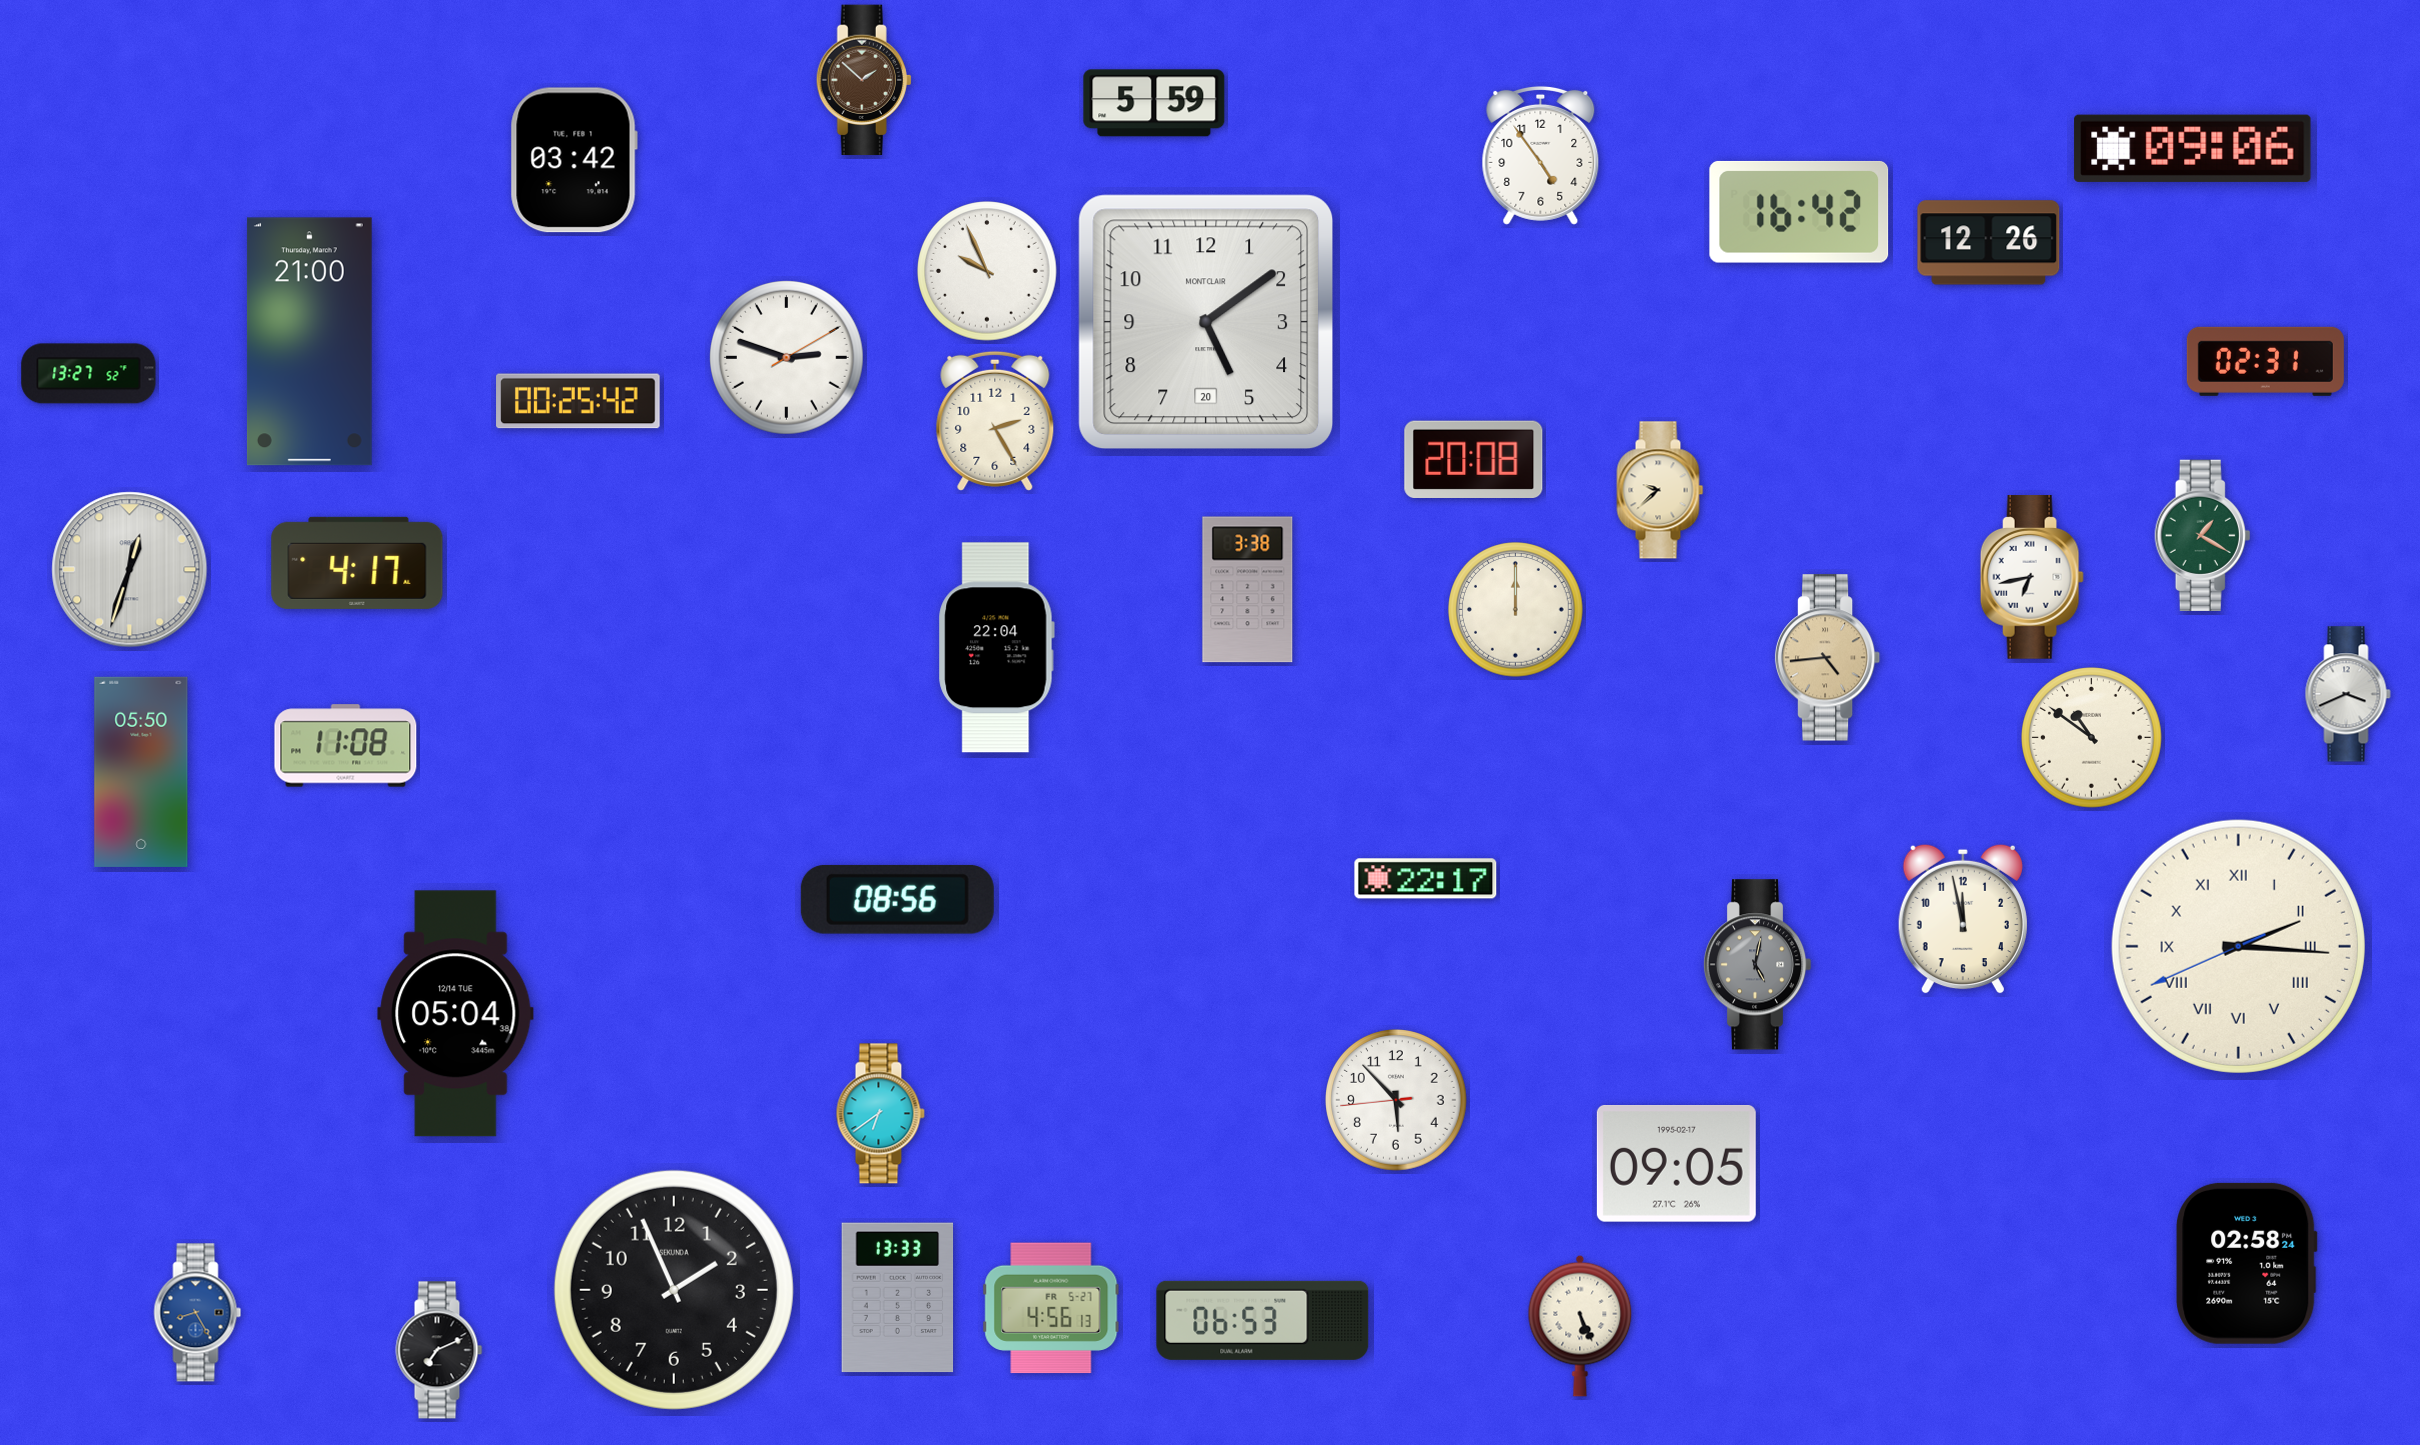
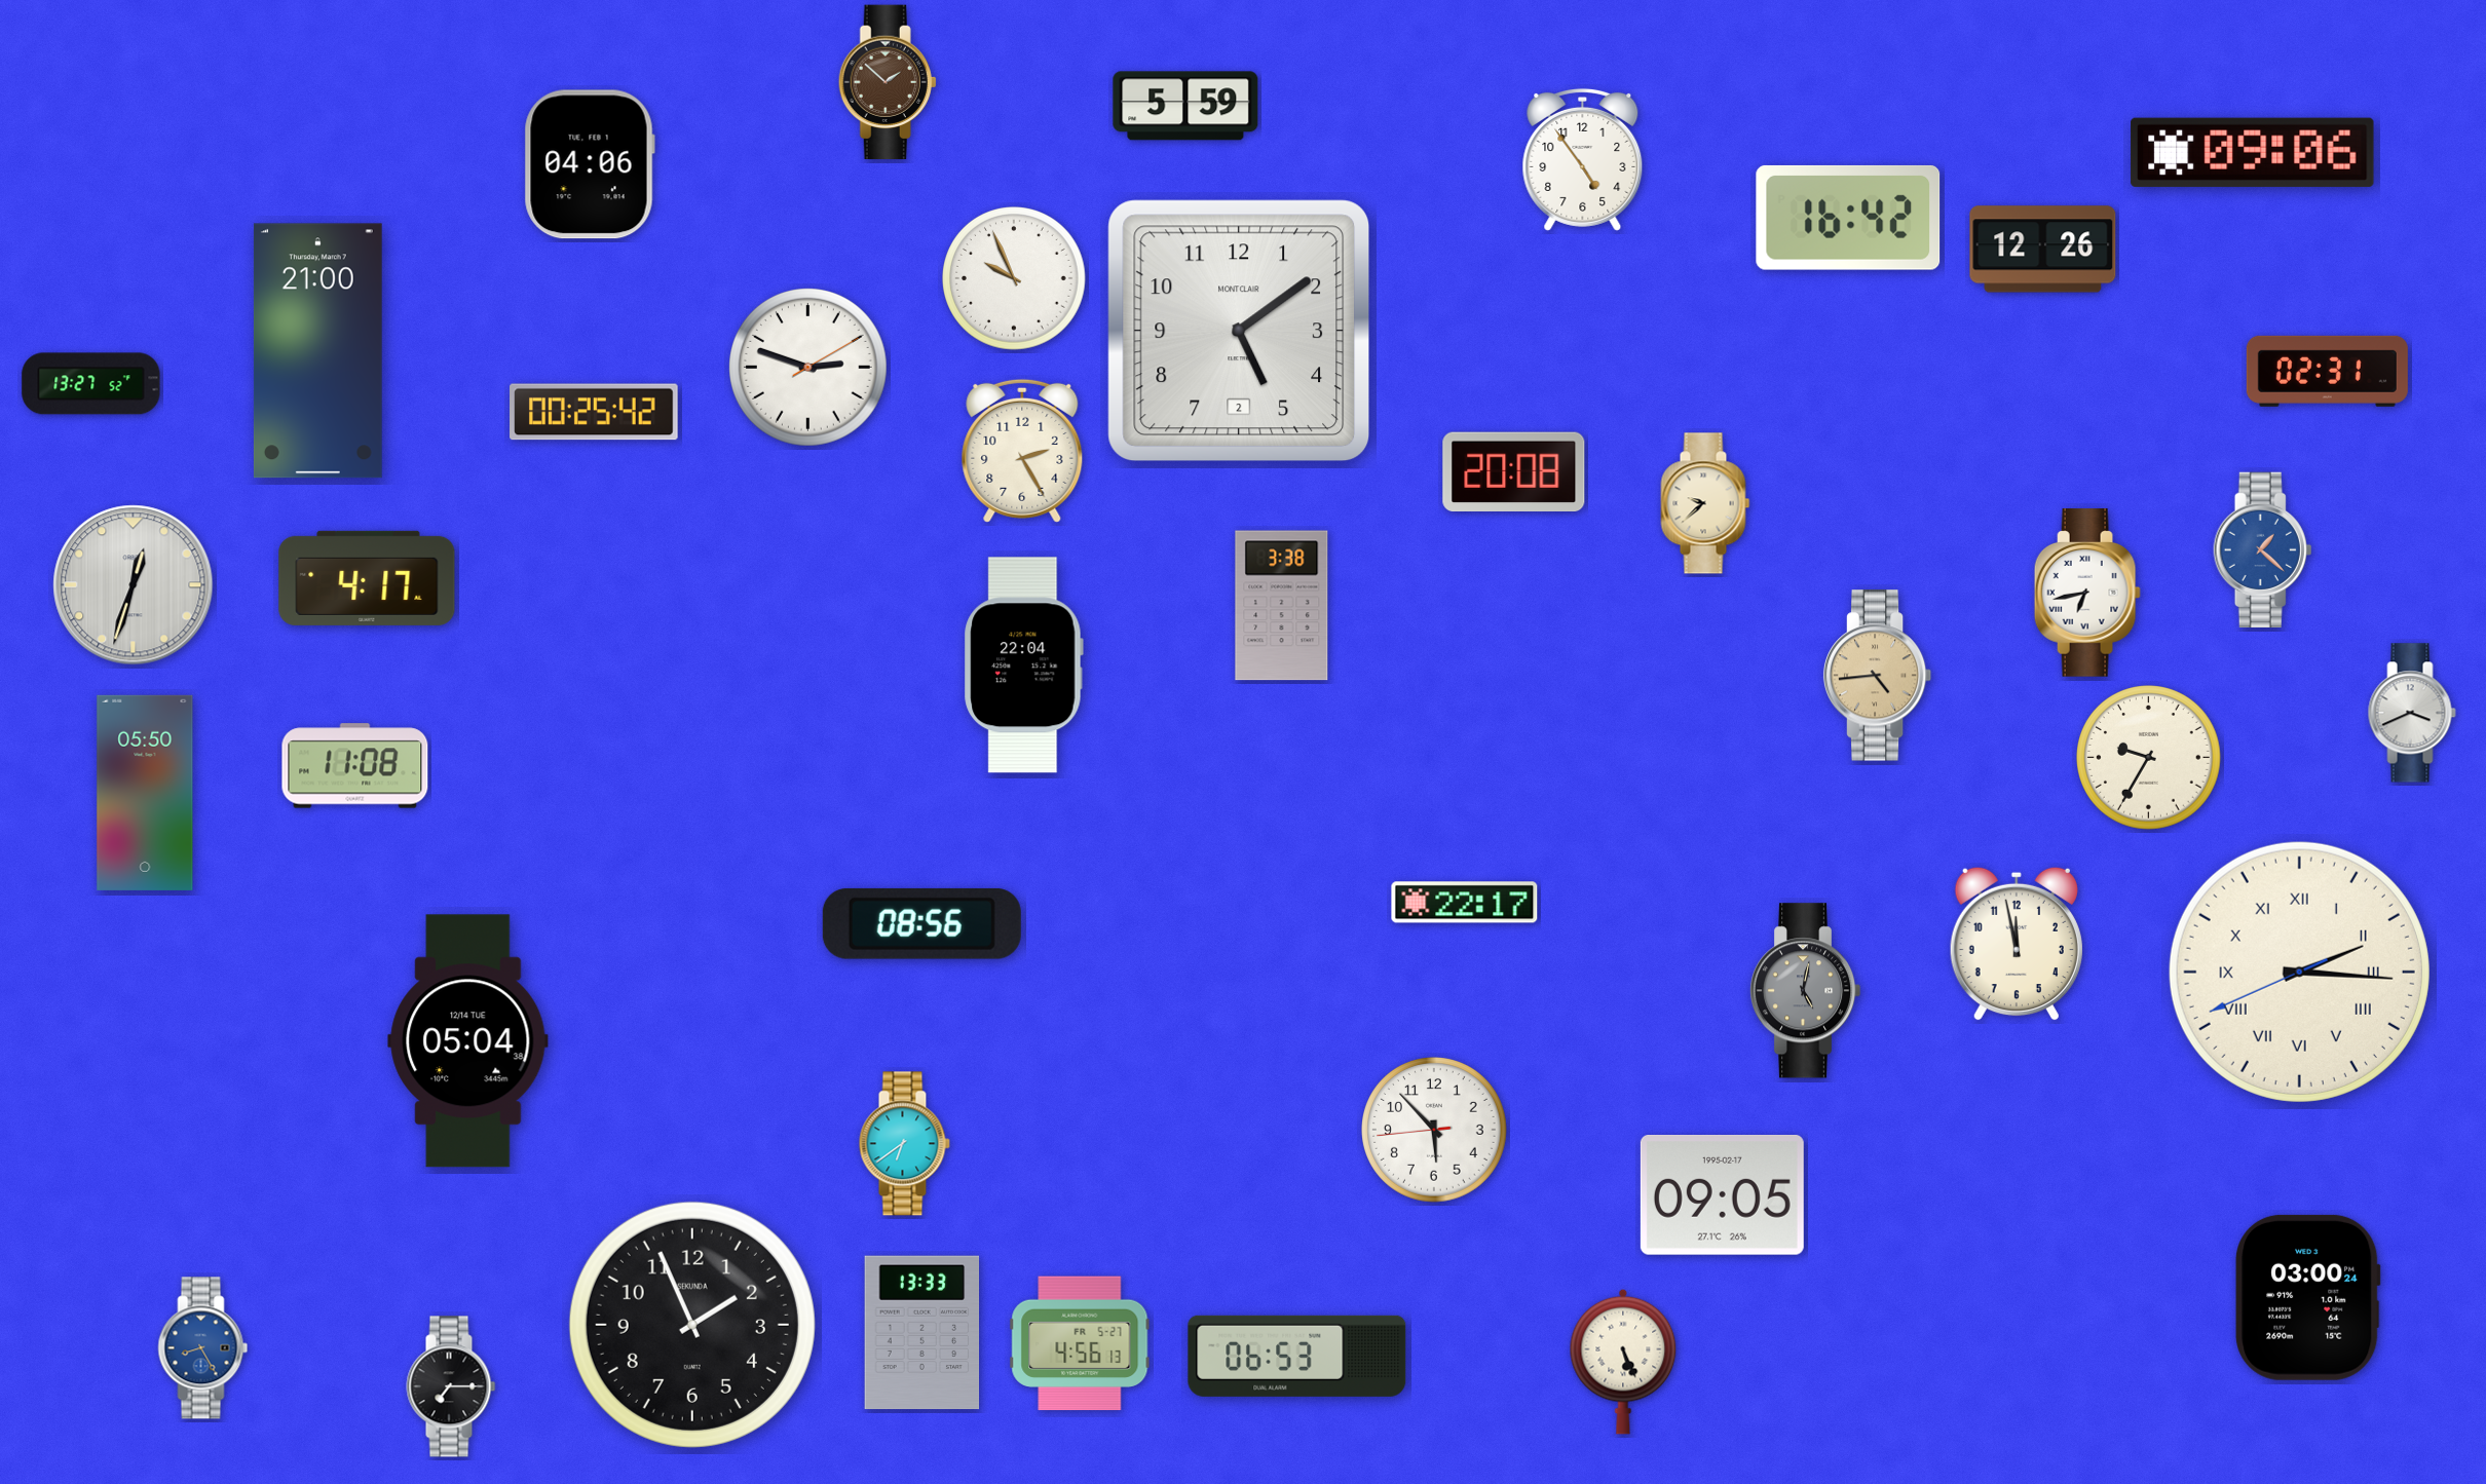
clock at (574, 160): 03:42 -> 04:06
clock at (1205, 321) date: 20 -> 2
clock at (995, 421) position: (995, 421) -> (1022, 451)
clock at (2203, 536): 1:20 -> 1:22
clock at (2203, 536) dial: green -> blue
clock at (1516, 610): 12:00 -> none
clock at (2092, 738): 10:51 -> 9:35
clock at (2247, 1263): 02:58 -> 03:00
clock at (439, 1350): 7:11 -> 7:15
